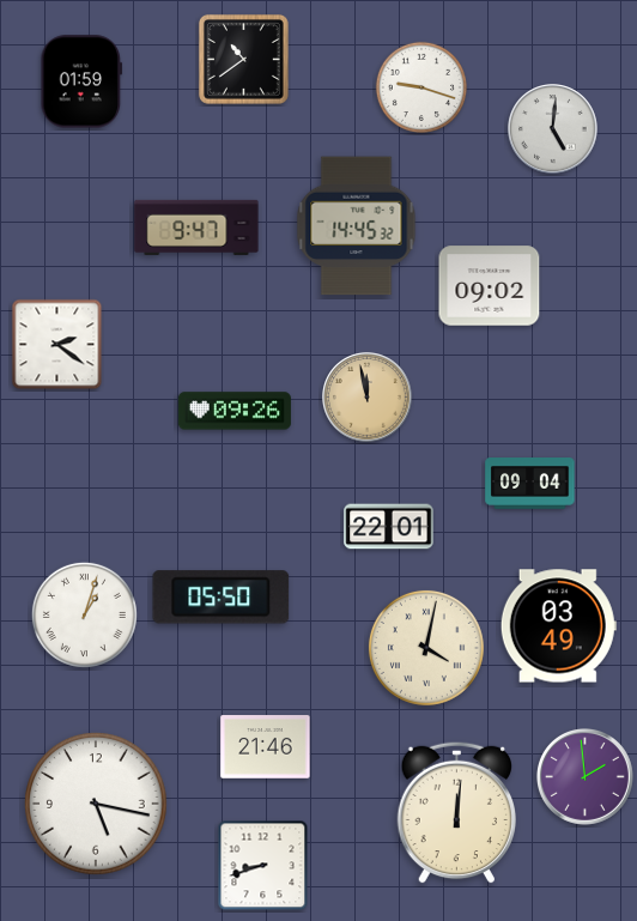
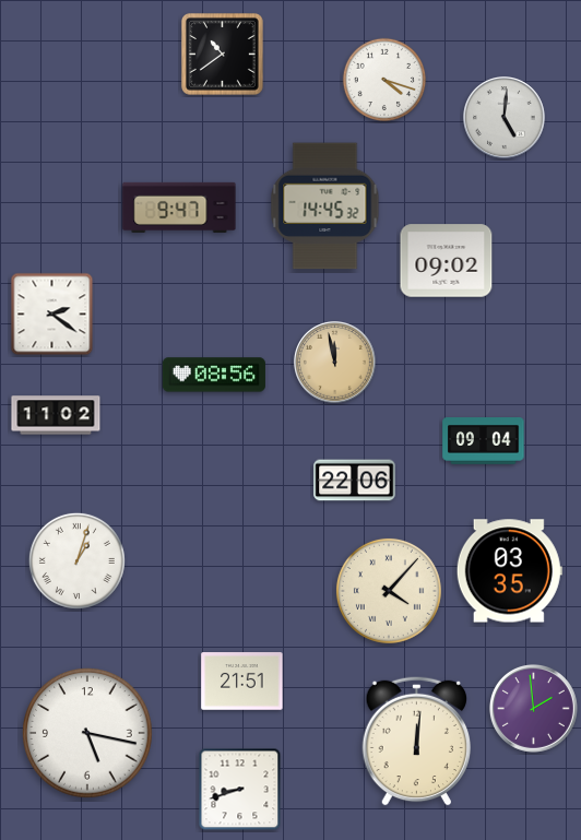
clock at (81, 81): 01:59 -> none
clock at (420, 86): 9:18 -> 4:18
clock at (235, 411): 09:26 -> 08:56
clock at (56, 415): none -> 11:02
clock at (389, 527): 22:01 -> 22:06
clock at (222, 598): 05:50 -> none
clock at (558, 626): 03:49 -> 03:35
clock at (426, 648): 4:02 -> 4:07
clock at (266, 747): 21:46 -> 21:51
